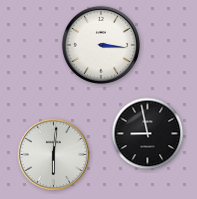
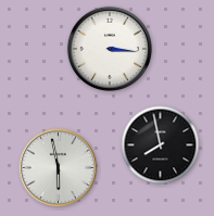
clock at (148, 134): 8:58 -> 7:58
clock at (54, 155): 6:01 -> 5:58
